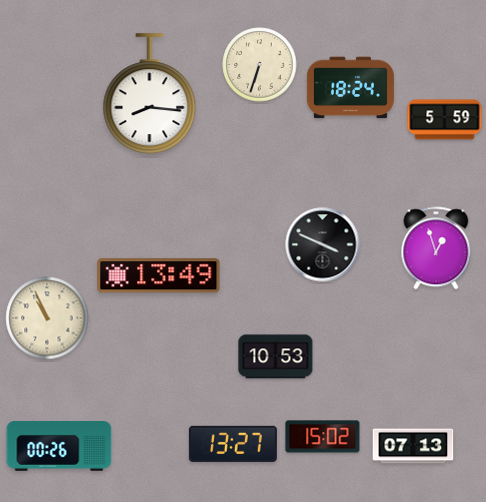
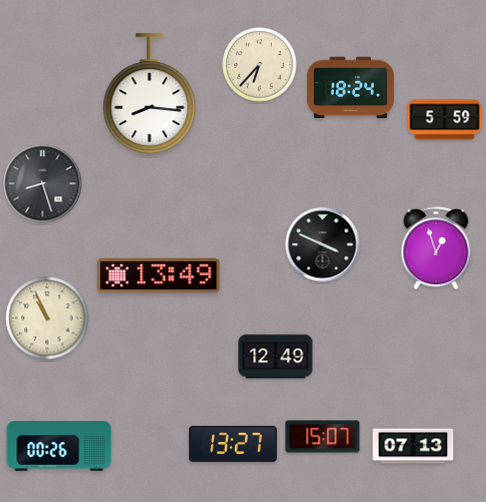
clock at (260, 65): 6:33 -> 6:37
clock at (43, 184): none -> 8:27
clock at (276, 357): 10:53 -> 12:49
clock at (323, 437): 15:02 -> 15:07
